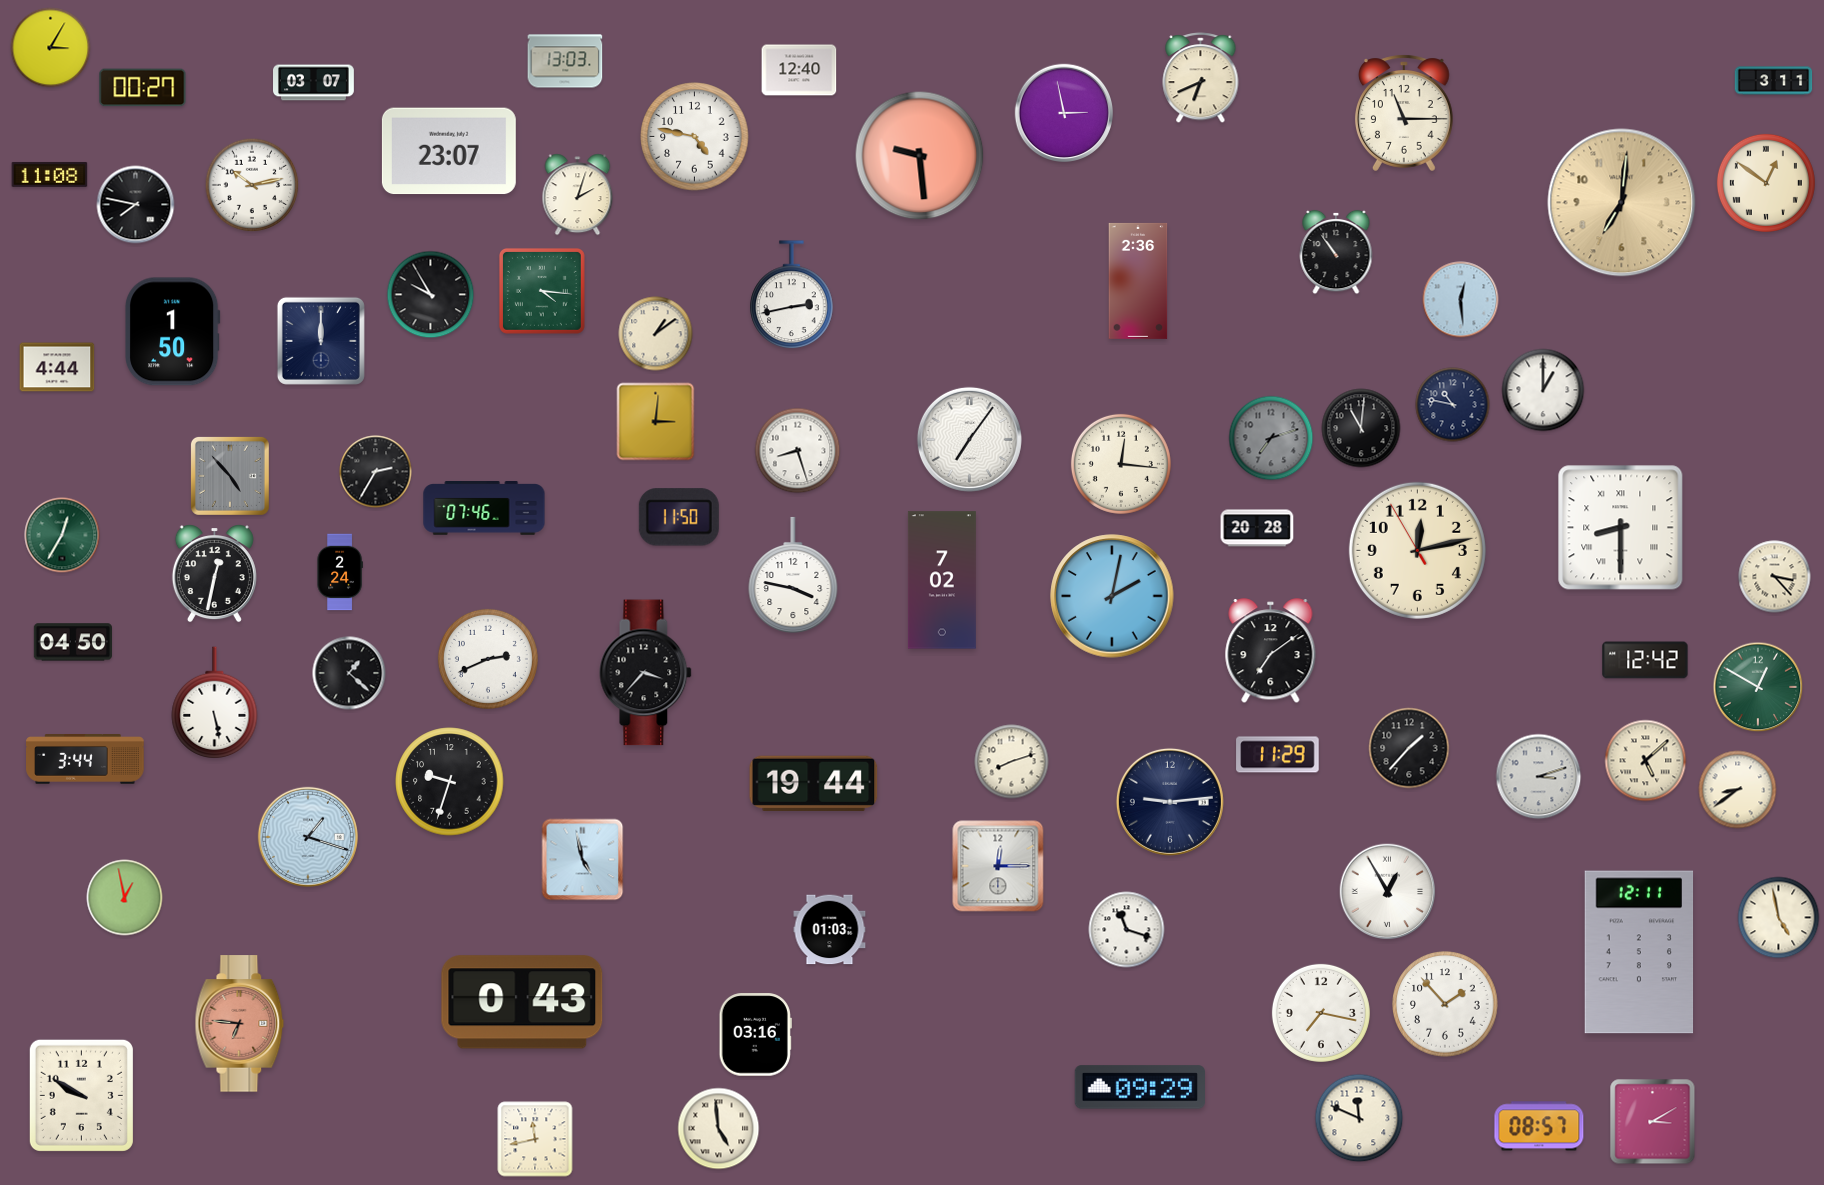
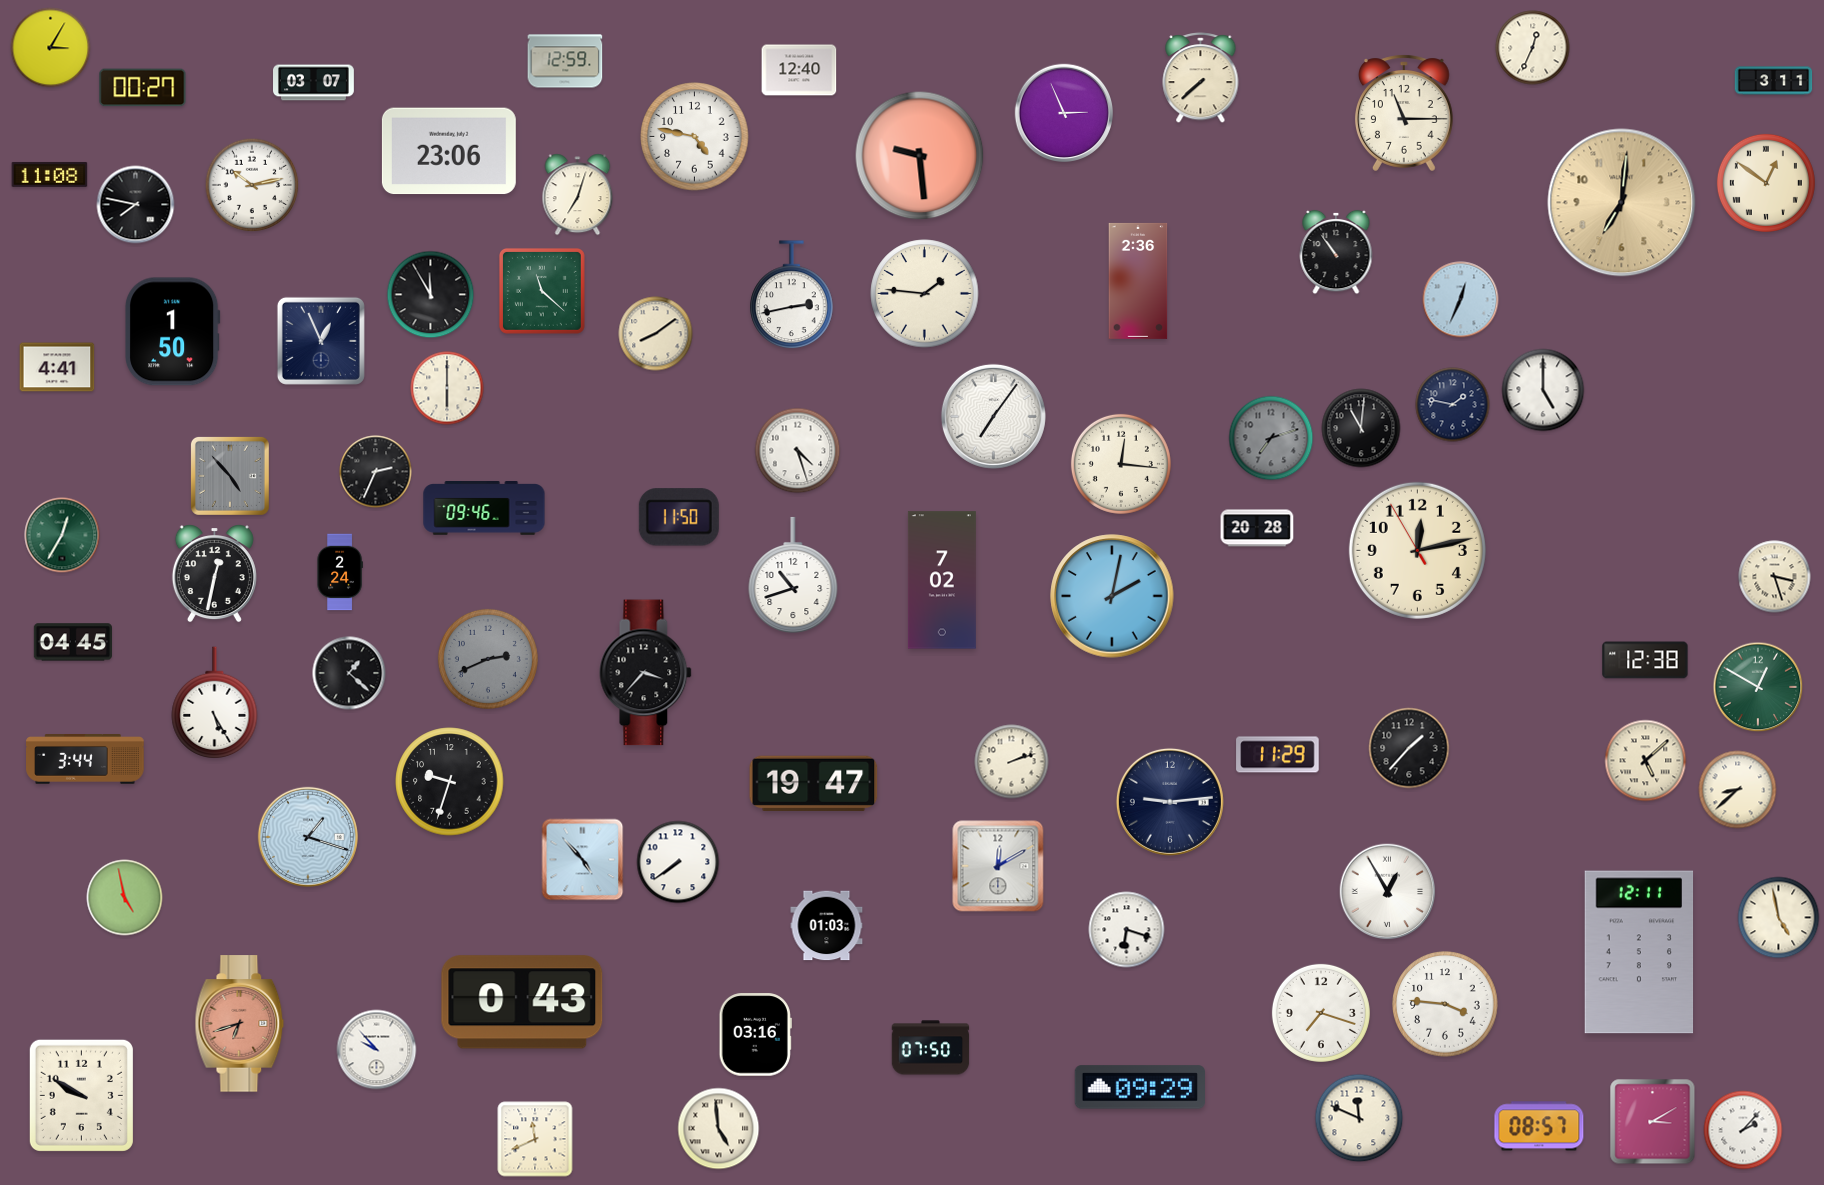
clock at (1533, 48): none -> 12:34
clock at (565, 61): 13:03 -> 12:59
clock at (1201, 77): 6:41 -> 7:38
clock at (1063, 112): 2:58 -> 2:56
clock at (449, 151): 23:07 -> 23:06
clock at (578, 195): 2:03 -> 7:03
clock at (542, 291): 4:16 -> 11:22
clock at (925, 294): none -> 1:46
clock at (431, 295): 9:55 -> 11:55
clock at (1461, 300): 12:29 -> 12:34
clock at (656, 334): 1:09 -> 8:09
clock at (321, 341): 12:00 -> 12:56
clock at (57, 367): 4:44 -> 4:41
clock at (447, 388): none -> 6:00
clock at (1543, 390): 1:00 -> 5:00
clock at (1453, 405): 10:47 -> 1:47
clock at (656, 422): 3:01 -> none
clock at (969, 439) position: (969, 439) -> (993, 416)
clock at (798, 451): 8:27 -> 4:27
clock at (376, 472): 2:35 -> 2:34
clock at (484, 508): 07:46 -> 09:46
clock at (1621, 528): 8:30 -> none
clock at (793, 575): 3:47 -> 10:42
clock at (1775, 577): 3:23 -> 3:27
clock at (73, 642): 04:50 -> 04:45
clock at (1271, 651): 7:09 -> none
clock at (488, 659) dial: white -> grey
clock at (1645, 660): 12:42 -> 12:38
clock at (215, 702): 5:28 -> 5:25
clock at (1012, 762): 8:12 -> 2:12
clock at (1539, 777): 3:12 -> none
clock at (814, 783): 19:44 -> 19:47
clock at (1738, 790): 8:39 -> 8:38
clock at (583, 860): 4:58 -> 4:53
clock at (678, 862): none -> 7:39
clock at (998, 866): 12:15 -> 12:10
clock at (125, 898): 12:58 -> 4:58
clock at (830, 930) position: (830, 930) -> (827, 926)
clock at (1127, 930): 11:18 -> 6:18
clock at (1445, 1004): 1:53 -> 3:46
clock at (1321, 1013): 7:17 -> 7:18
clock at (240, 1024): 6:46 -> 6:42
clock at (931, 1048): none -> 07:50
clock at (377, 1050): none -> 9:53
clock at (1743, 1130): none -> 2:07
clock at (535, 1139): 11:43 -> 11:41
